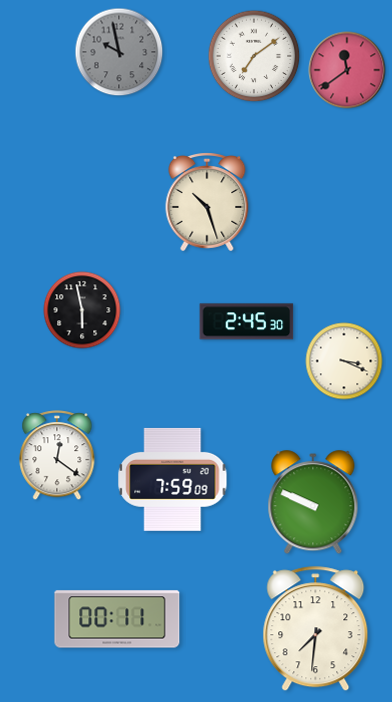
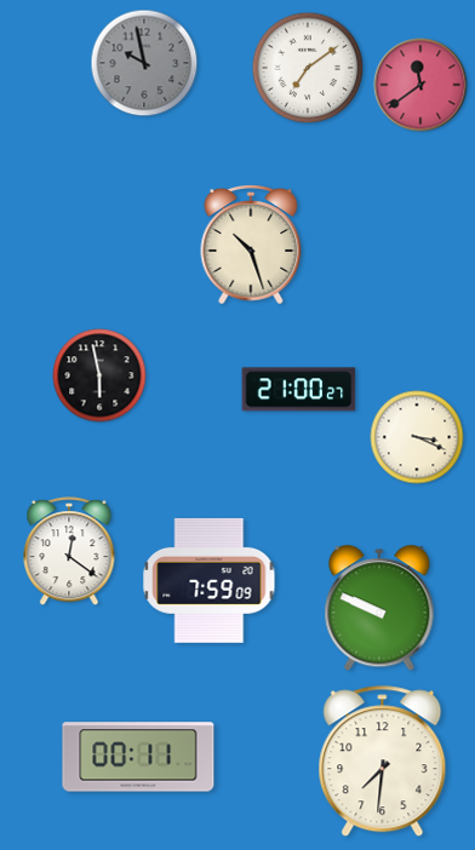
clock at (247, 322): 2:45 -> 21:00
clock at (117, 619) position: (117, 619) -> (138, 757)
